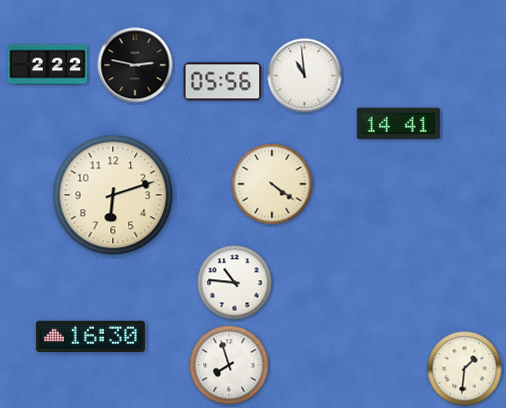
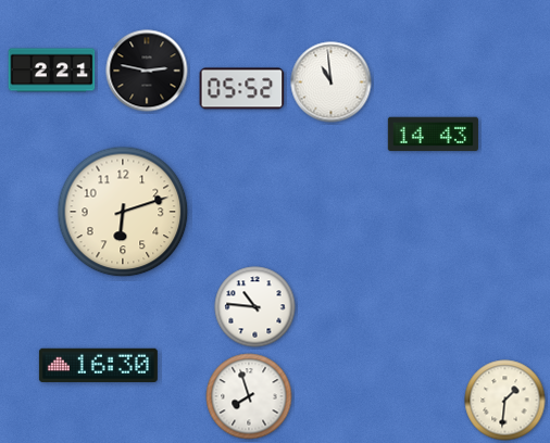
clock at (48, 65): 2:22 -> 2:21
clock at (223, 82): 05:56 -> 05:52
clock at (398, 124): 14:41 -> 14:43
clock at (272, 184): 4:21 -> none
